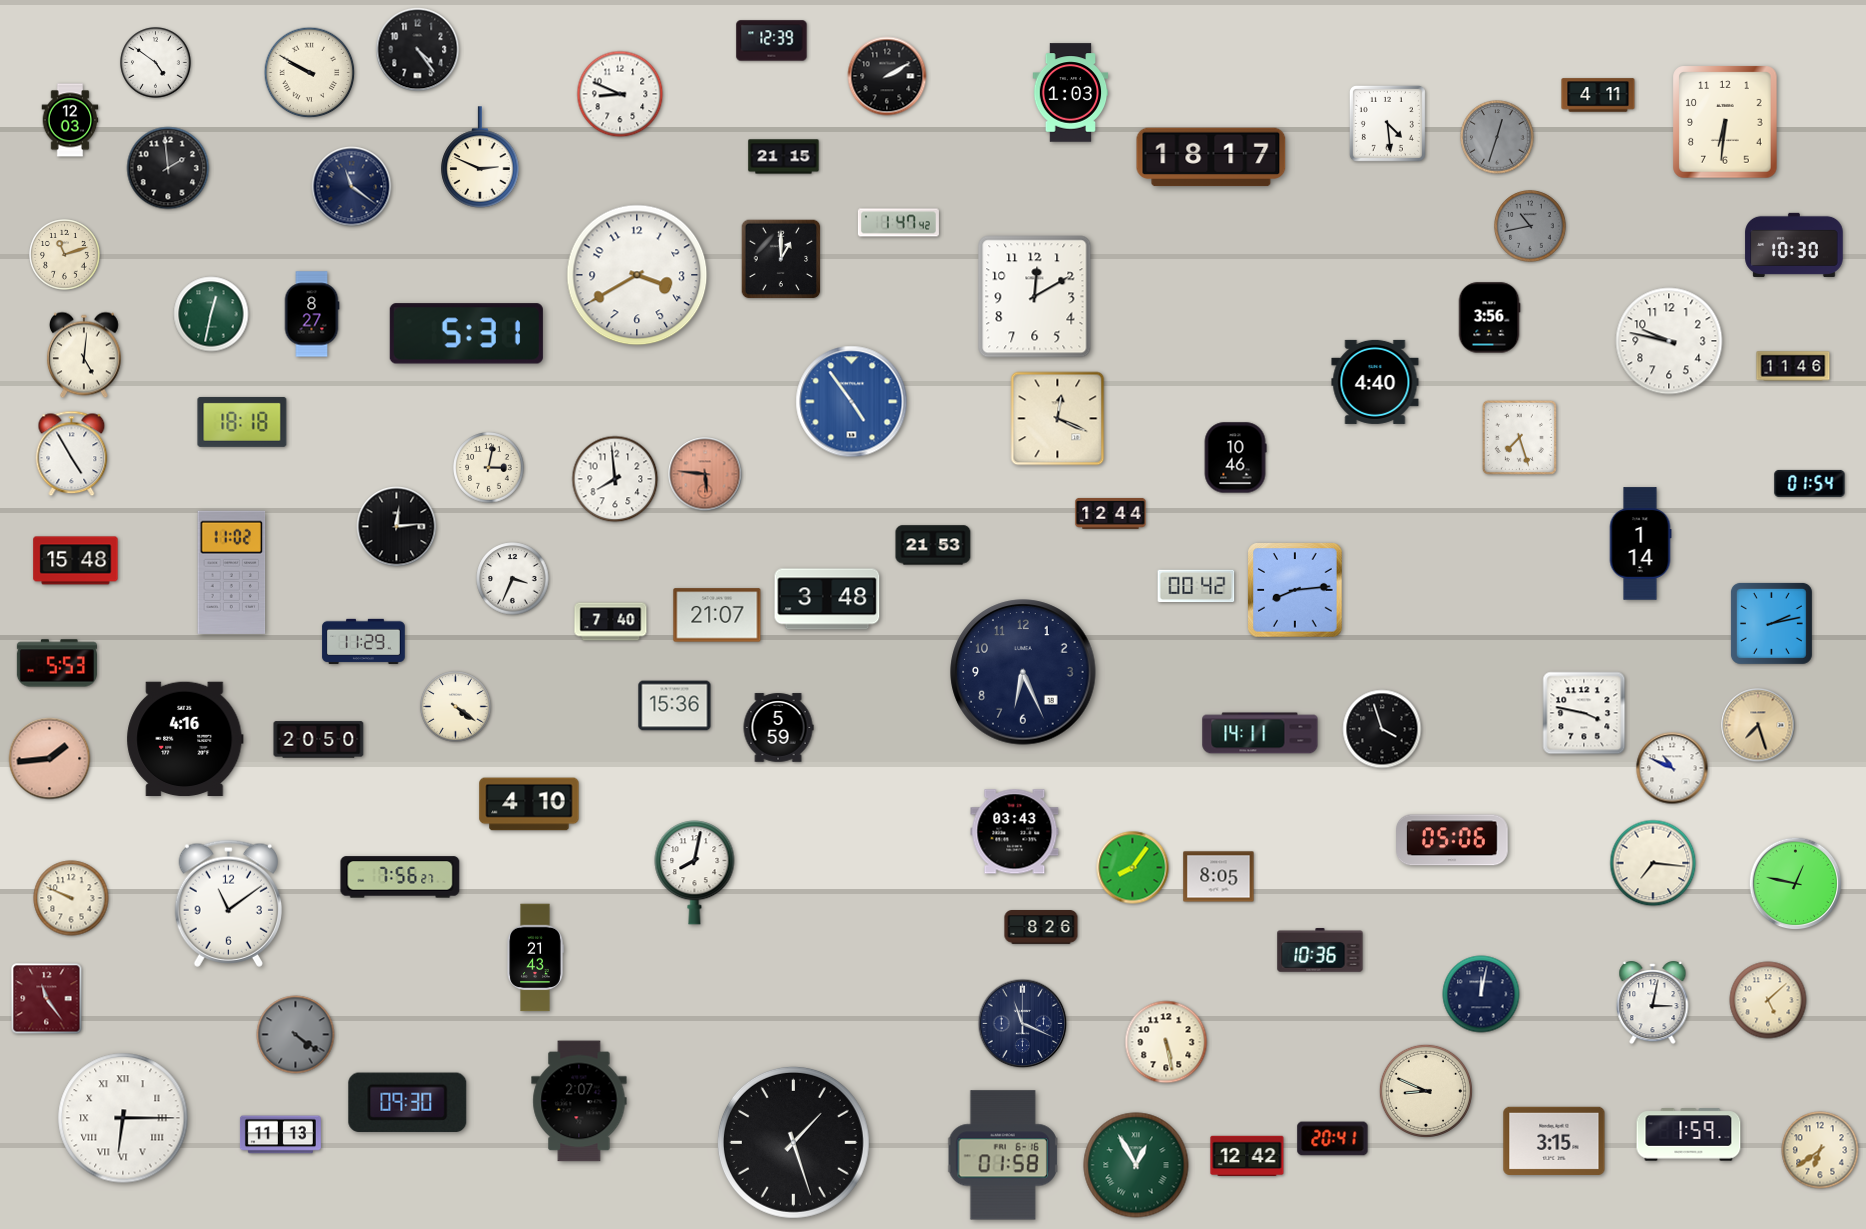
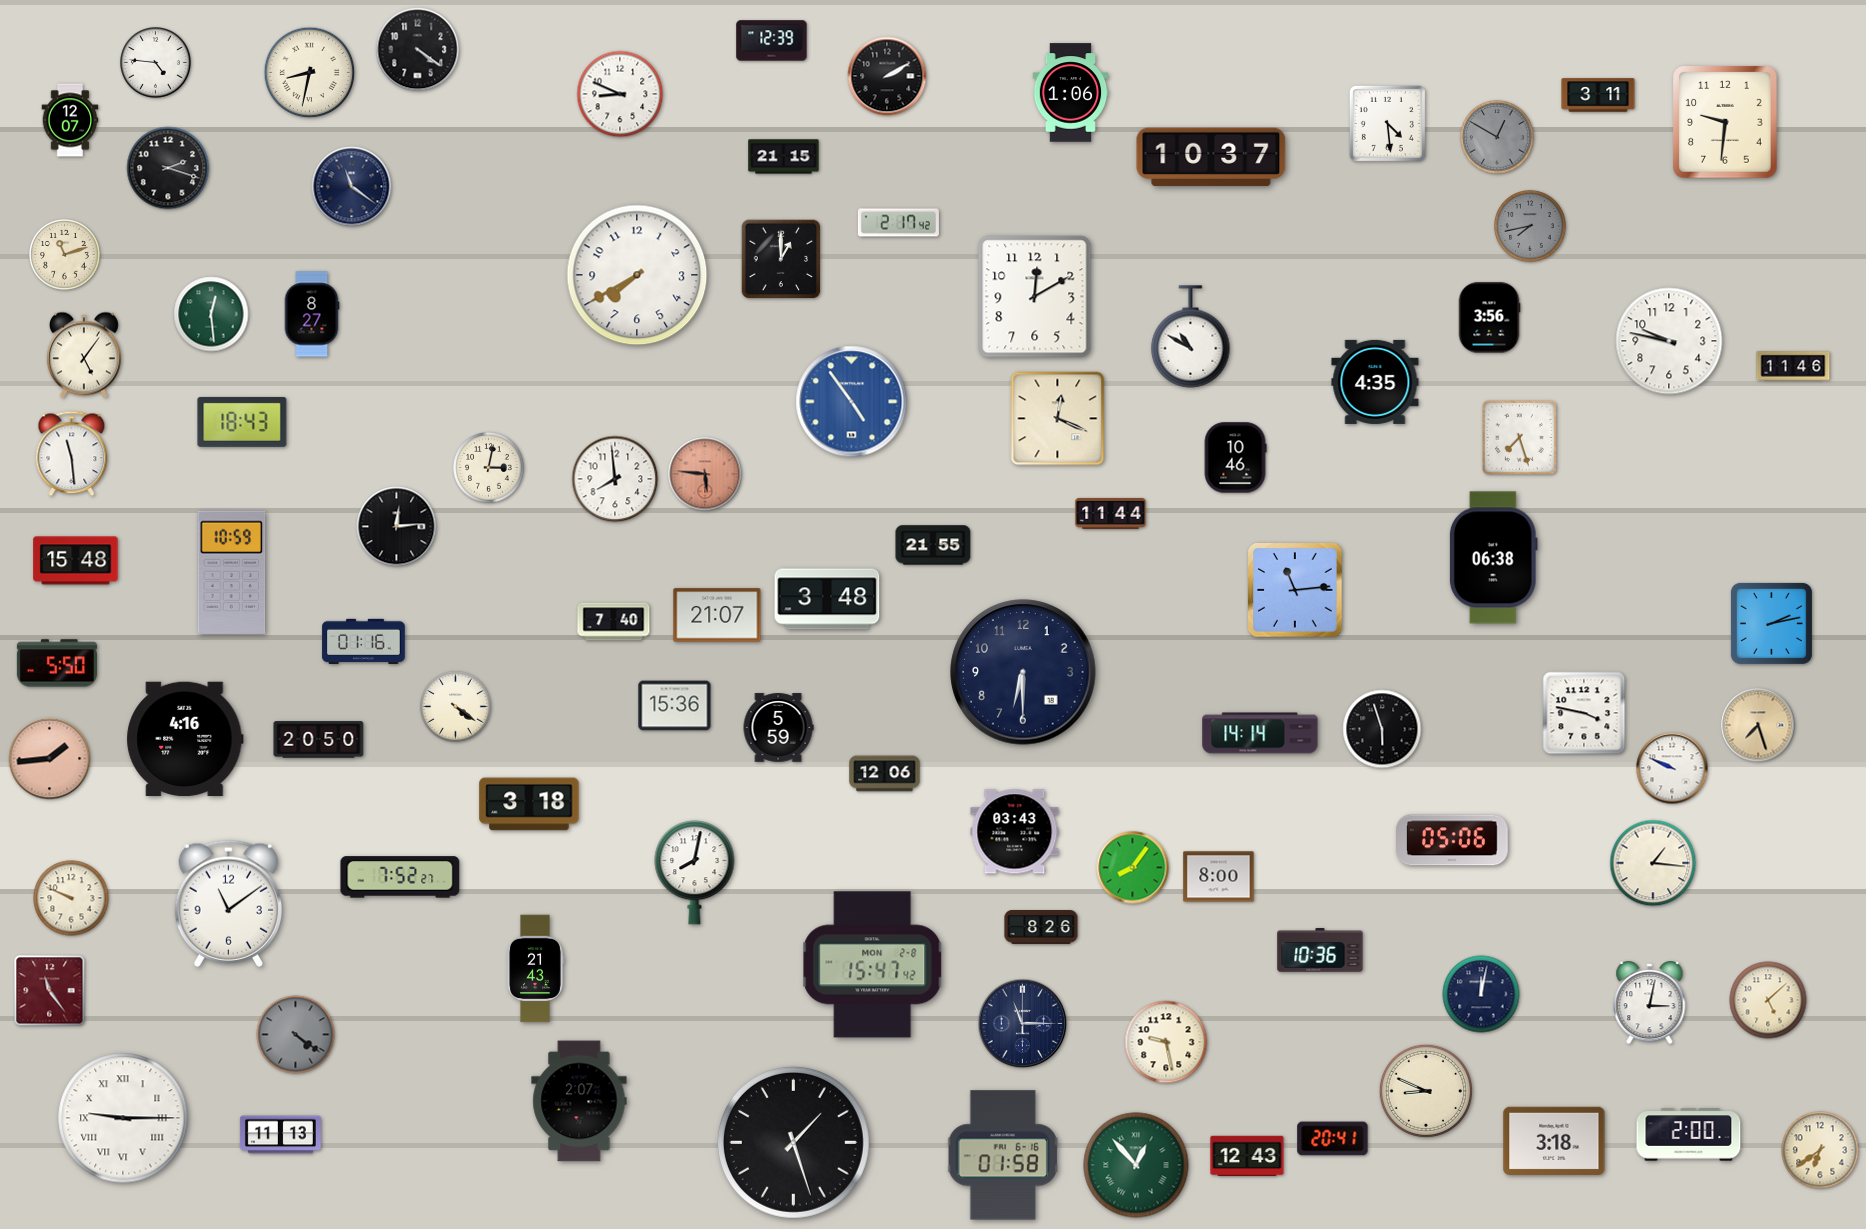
clock at (418, 50): 4:24 -> 4:21
clock at (156, 63): 4:51 -> 4:46
clock at (310, 73): 9:50 -> 8:32
clock at (1071, 93): 1:03 -> 1:06
clock at (1598, 95): 4:11 -> 3:11
clock at (70, 120): 12:03 -> 12:07
clock at (1725, 122): 6:31 -> 9:31
clock at (1497, 137): 12:33 -> 12:50
clock at (480, 157): 2:49 -> none
clock at (1211, 157): 18:17 -> 10:37
clock at (168, 168): 1:59 -> 2:18
clock at (898, 223): 1:47 -> 2:17
clock at (1530, 226): 10:43 -> 7:43
clock at (1794, 245): 10:30 -> none
clock at (637, 275): 3:40 -> 7:40
clock at (211, 314): 12:32 -> 12:29
clock at (466, 334): 5:31 -> none
clock at (1191, 337): none -> 10:50
clock at (84, 355): 5:01 -> 5:06
clock at (1375, 382): 4:40 -> 4:35
clock at (242, 422): 18:18 -> 18:43
clock at (72, 454): 4:55 -> 11:29
clock at (1810, 483): 01:54 -> none
clock at (1111, 513): 12:44 -> 11:44
clock at (1640, 544): 1:14 -> none
clock at (933, 545): 21:53 -> 21:55
clock at (1493, 558): none -> 06:38
clock at (232, 572): 11:02 -> 10:59
clock at (513, 579): 3:34 -> none
clock at (1196, 586): 00:42 -> none
clock at (1295, 590): 8:14 -> 11:14
clock at (611, 622) position: (611, 622) -> (614, 622)
clock at (364, 641): 11:29 -> 01:16
clock at (57, 663): 5:53 -> 5:50
clock at (1023, 672): 6:26 -> 6:30
clock at (1382, 729): 3:57 -> 5:57
clock at (1260, 733): 14:11 -> 14:14
clock at (1672, 768): 10:49 -> 9:49
clock at (885, 774): none -> 12:06
clock at (529, 804): 4:10 -> 3:18
clock at (1653, 863): 7:16 -> 1:16
clock at (400, 877): 7:56 -> 7:52
clock at (1219, 877): 8:05 -> 8:00
clock at (1796, 884): 12:47 -> none
clock at (535, 958) position: (535, 958) -> (535, 969)
clock at (873, 965): none -> 15:47
clock at (47, 999) position: (47, 999) -> (50, 991)
clock at (1653, 1004) position: (1653, 1004) -> (1650, 1004)
clock at (1023, 1024): 11:19 -> 11:15
clock at (1166, 1042): 5:28 -> 9:28
clock at (408, 1102): 09:30 -> none
clock at (123, 1118): 6:15 -> 9:15
clock at (1689, 1135): 1:59 -> 2:00
clock at (1554, 1141): 3:15 -> 3:18
clock at (1247, 1155): 12:42 -> 12:43
clock at (1136, 1165): 12:55 -> 12:53
